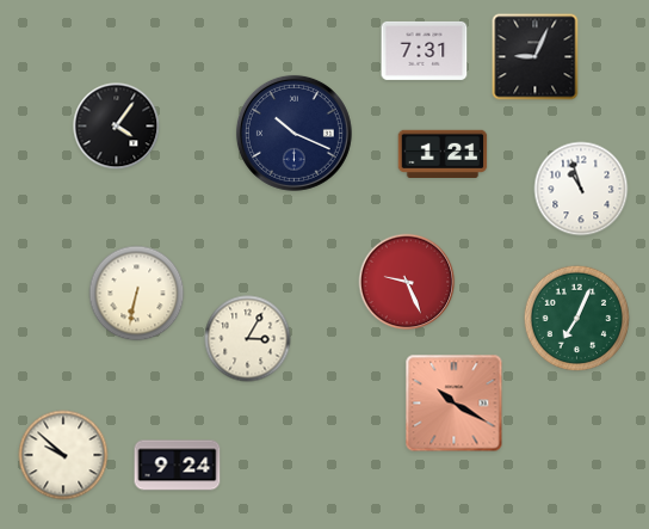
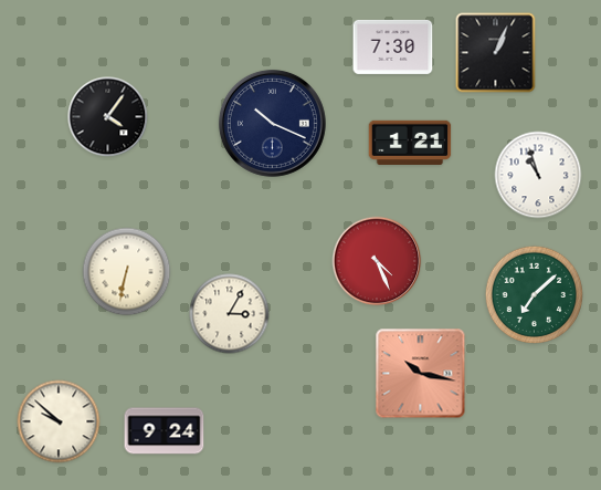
clock at (425, 50): 7:31 -> 7:30
clock at (536, 57): 9:04 -> 1:04
clock at (407, 282): 9:26 -> 4:26
clock at (577, 319): 7:04 -> 7:08
clock at (455, 404): 10:20 -> 10:17
